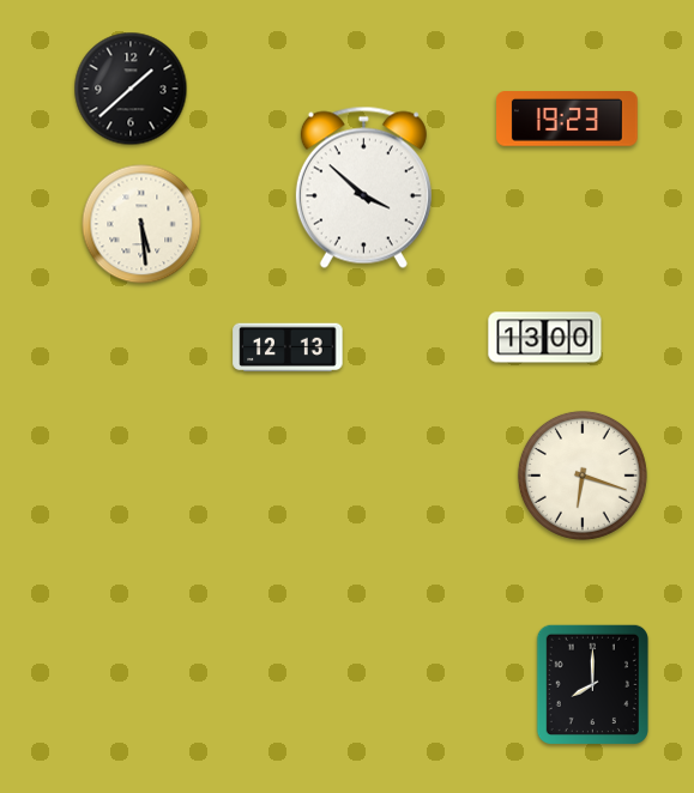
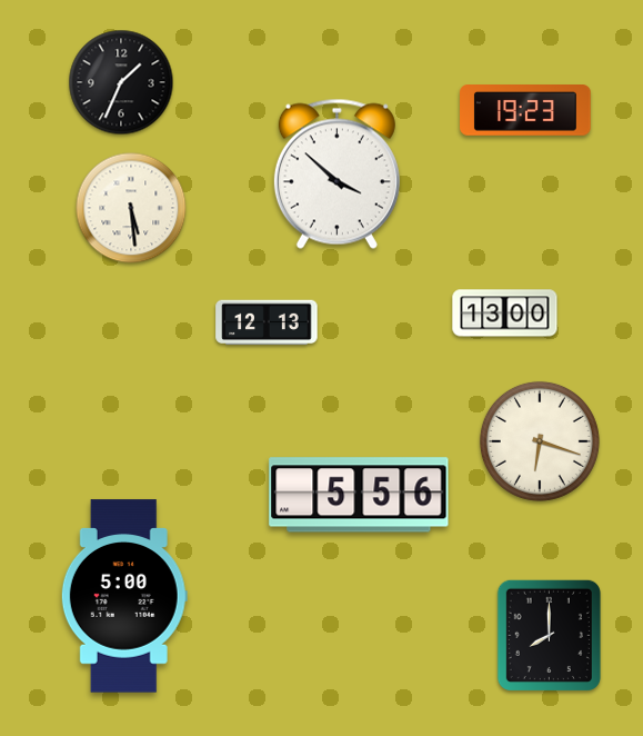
clock at (131, 89): 1:38 -> 1:34
clock at (359, 495): none -> 5:56
clock at (124, 596): none -> 5:00
